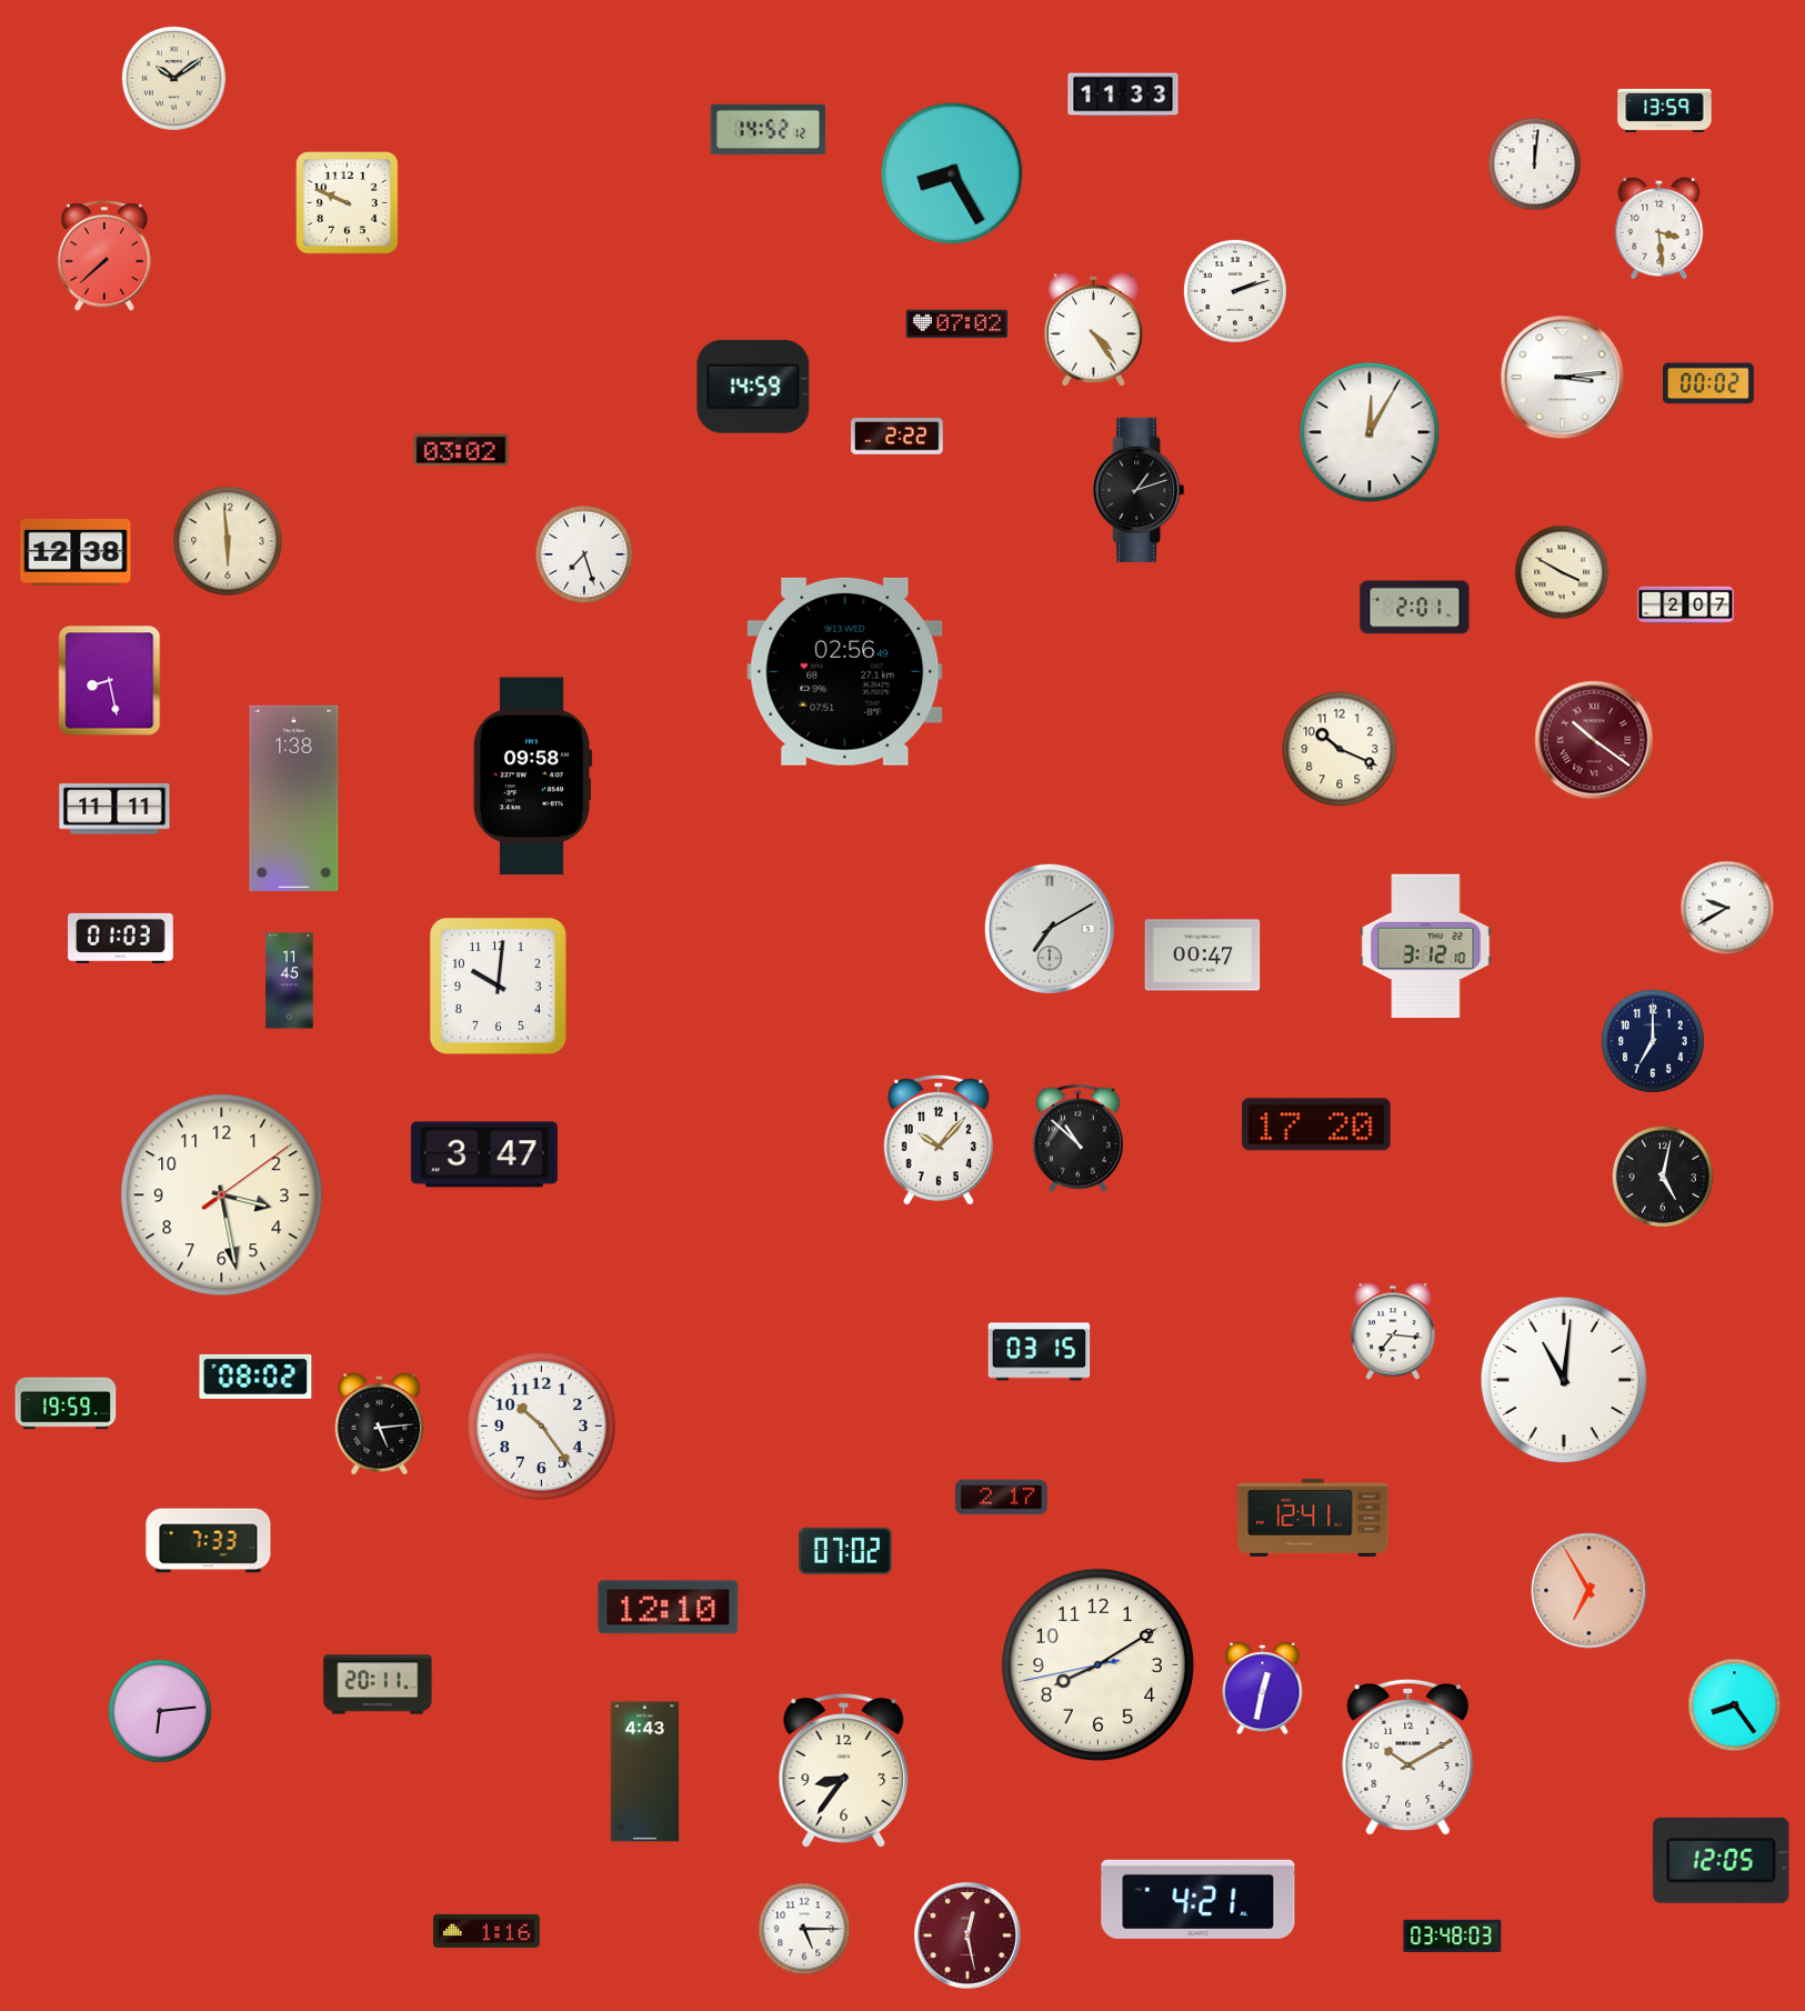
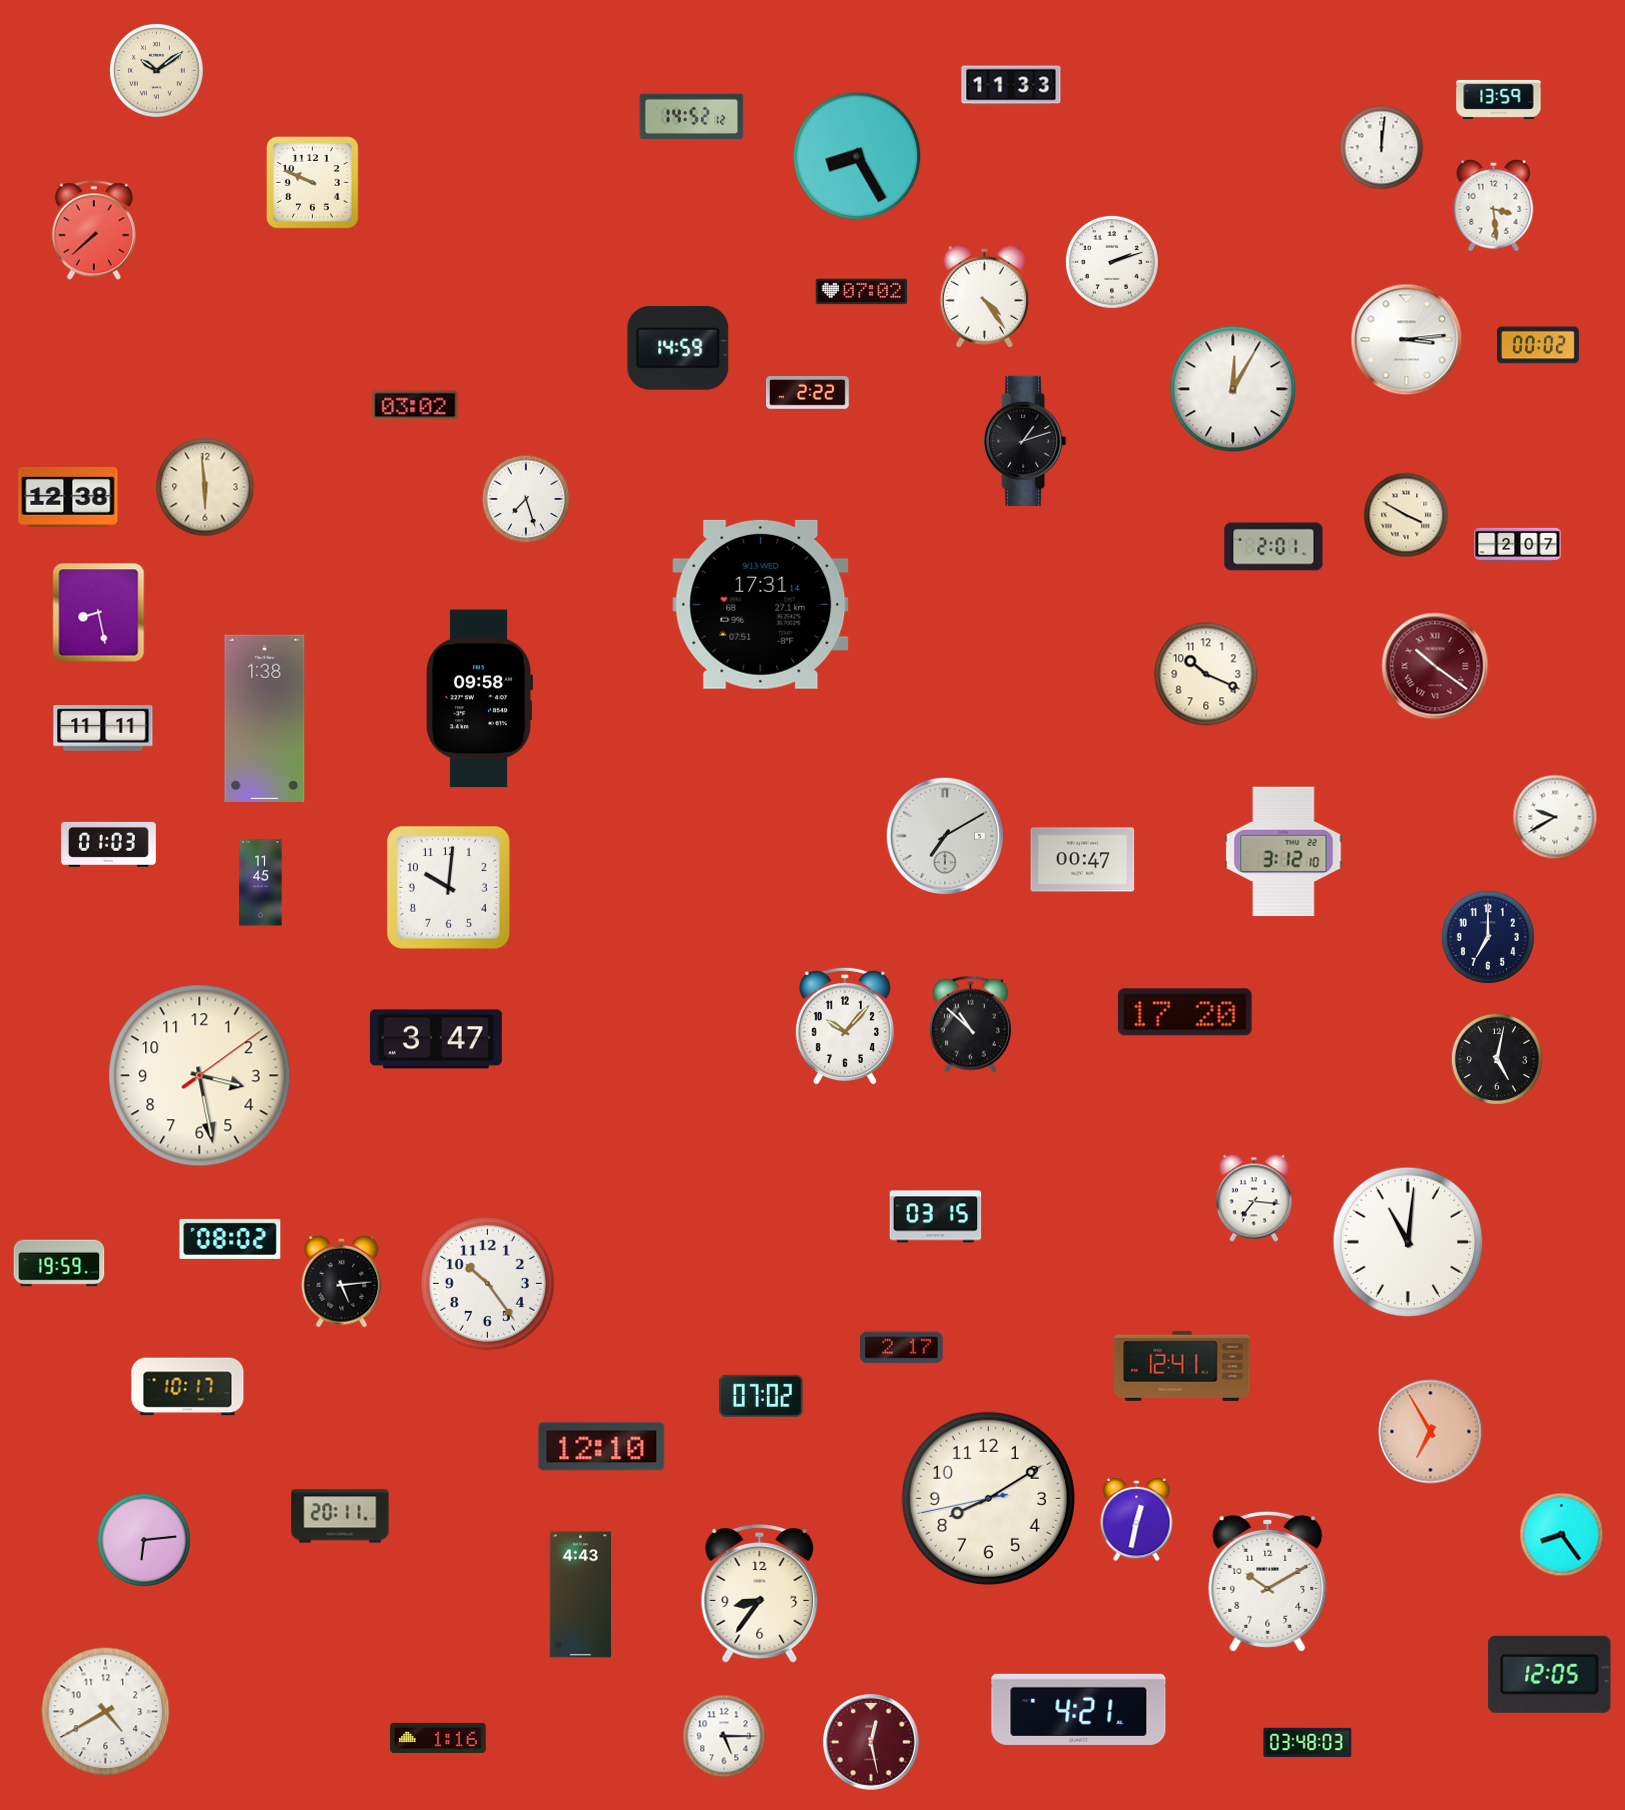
clock at (845, 671): 02:56 -> 17:31
clock at (209, 1541): 7:33 -> 10:17
clock at (106, 1712): none -> 4:40
